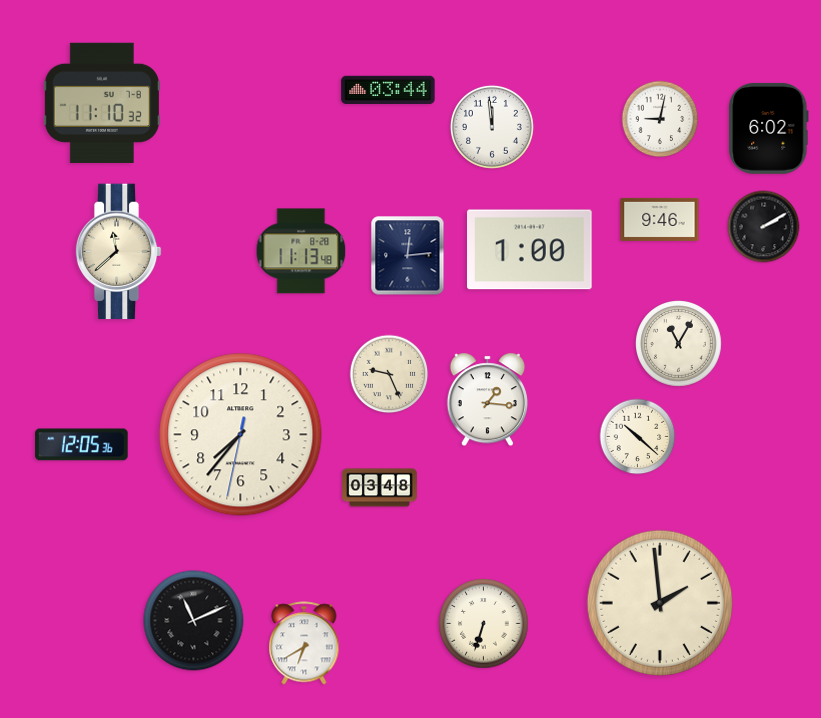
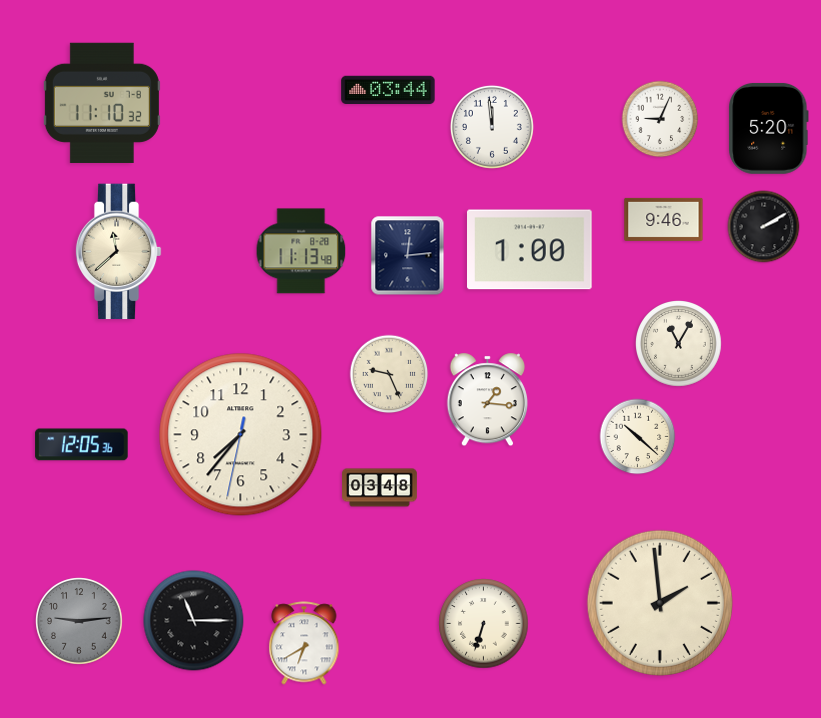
clock at (660, 119): 9:02 -> 9:04
clock at (769, 128): 6:02 -> 5:20
clock at (660, 219) position: (660, 219) -> (664, 219)
clock at (79, 621): none -> 9:14
clock at (194, 621): 11:11 -> 11:15
